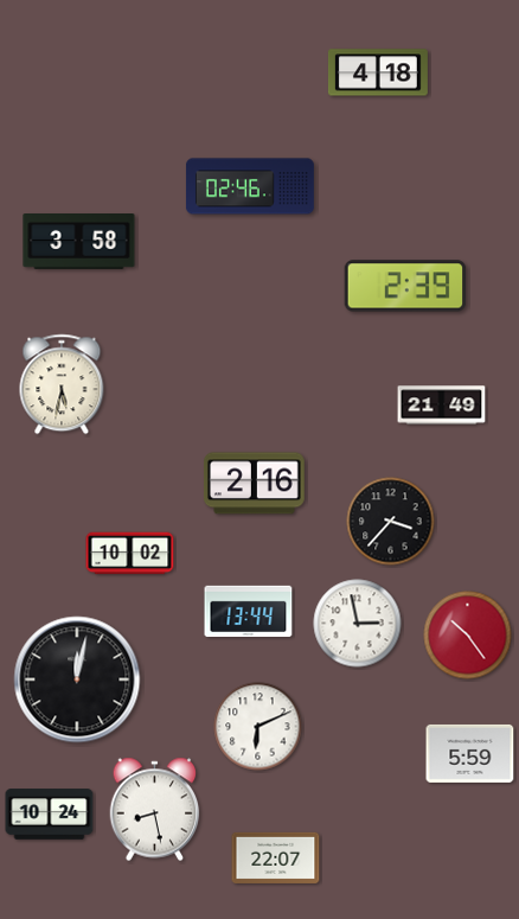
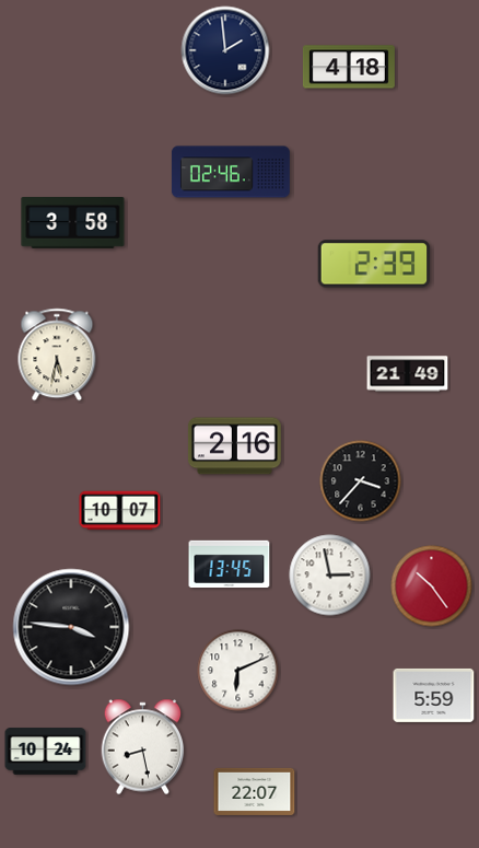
clock at (225, 50): none -> 1:59
clock at (130, 554): 10:02 -> 10:07
clock at (249, 612): 13:44 -> 13:45
clock at (77, 679): 12:02 -> 3:46
